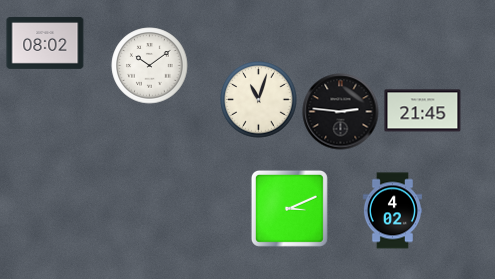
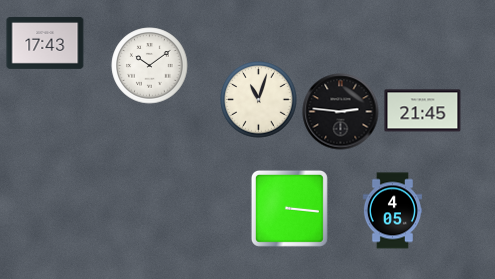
clock at (45, 43): 08:02 -> 17:43
clock at (289, 208): 3:11 -> 3:16
clock at (392, 211): 4:02 -> 4:05
